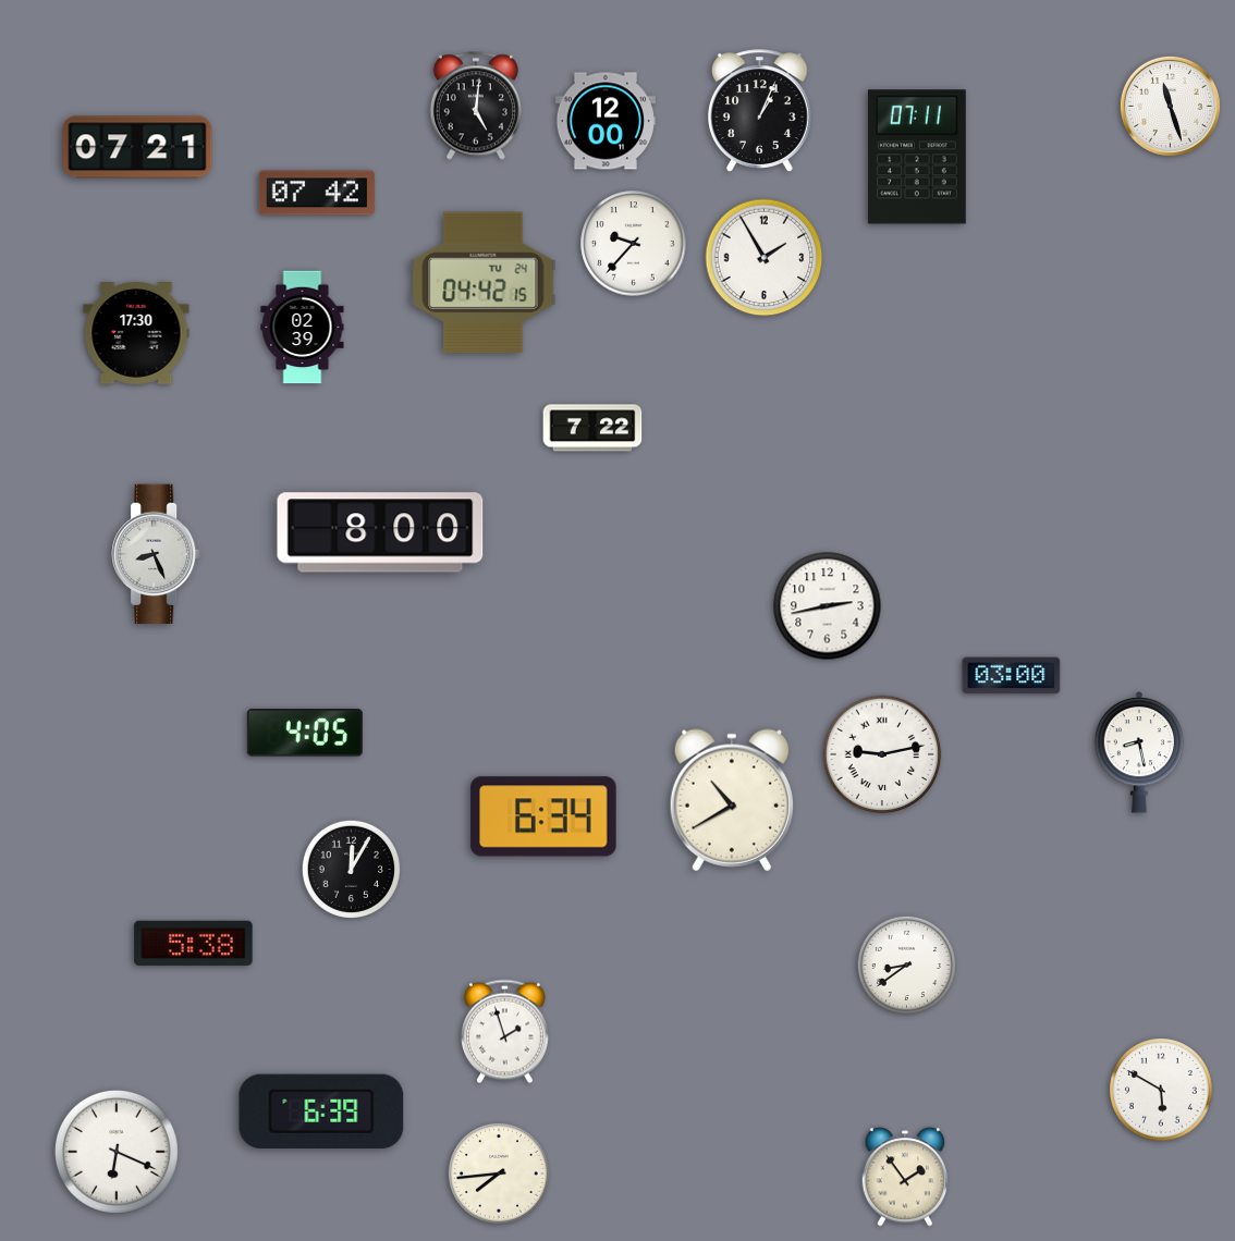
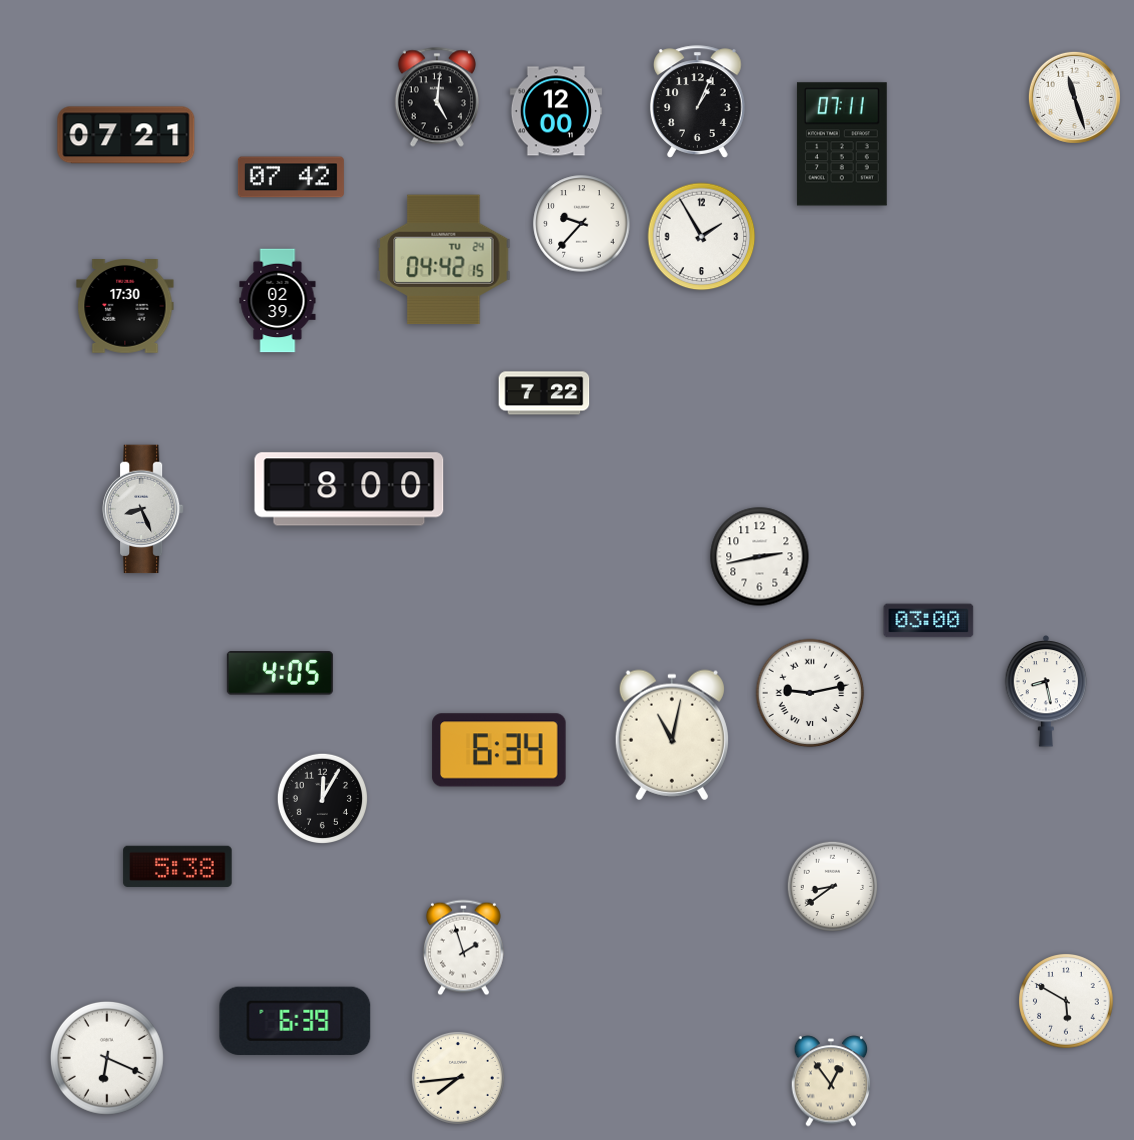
clock at (732, 800): 10:40 -> 11:02
clock at (905, 1177): 1:54 -> 12:54
